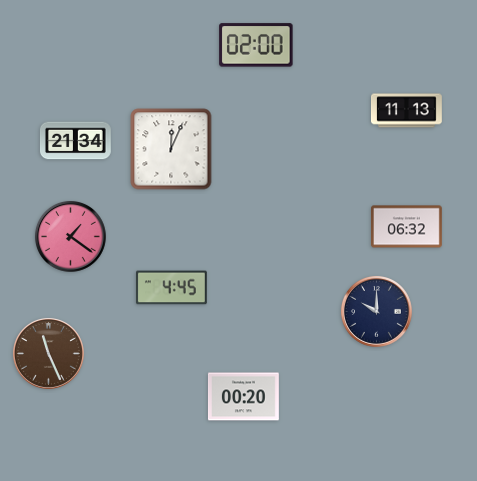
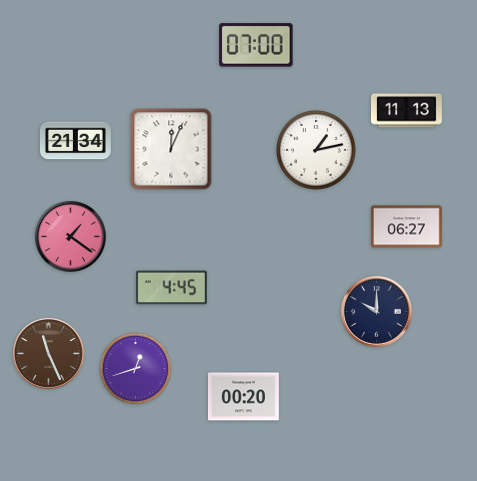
clock at (256, 45): 02:00 -> 07:00
clock at (316, 150): none -> 1:13
clock at (406, 227): 06:32 -> 06:27
clock at (136, 369): none -> 12:42
